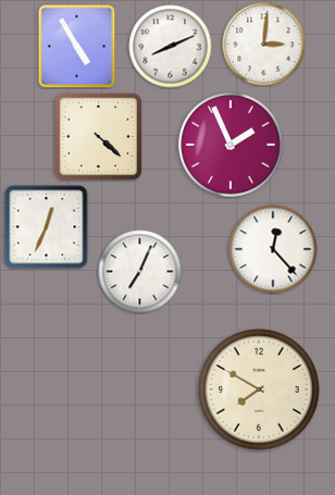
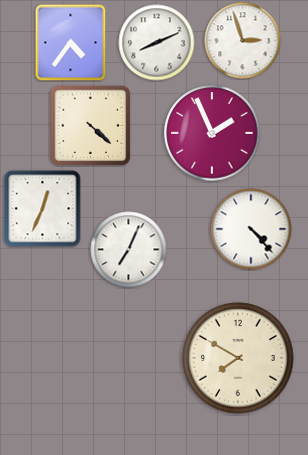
clock at (264, 45): 3:01 -> 2:57
clock at (77, 46): 4:55 -> 4:36
clock at (273, 249): 12:23 -> 4:23
